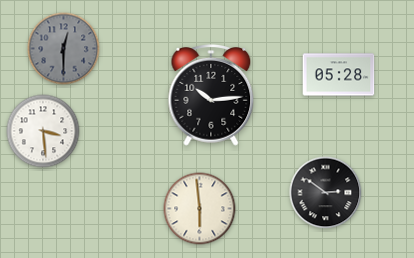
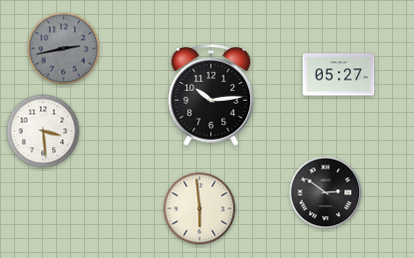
clock at (64, 49): 12:30 -> 2:43
clock at (339, 75): 05:28 -> 05:27
